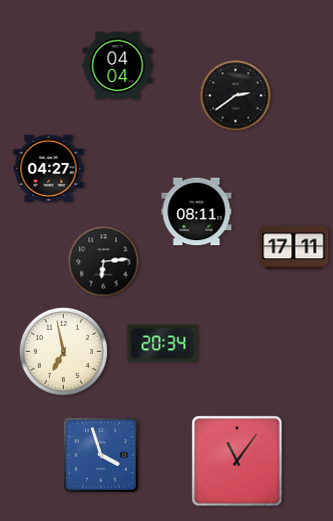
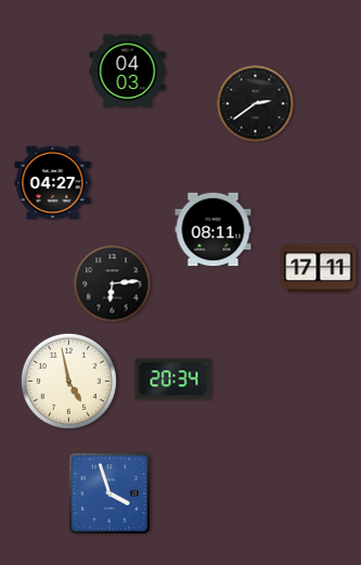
clock at (118, 66): 04:04 -> 04:03
clock at (163, 344) position: (163, 344) -> (173, 380)
clock at (63, 351): 6:58 -> 4:58
clock at (237, 461): 11:06 -> none
